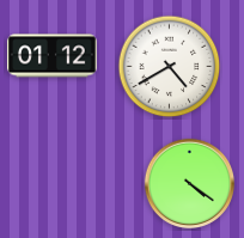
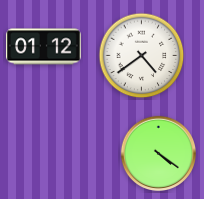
clock at (170, 67): 4:40 -> 4:39
